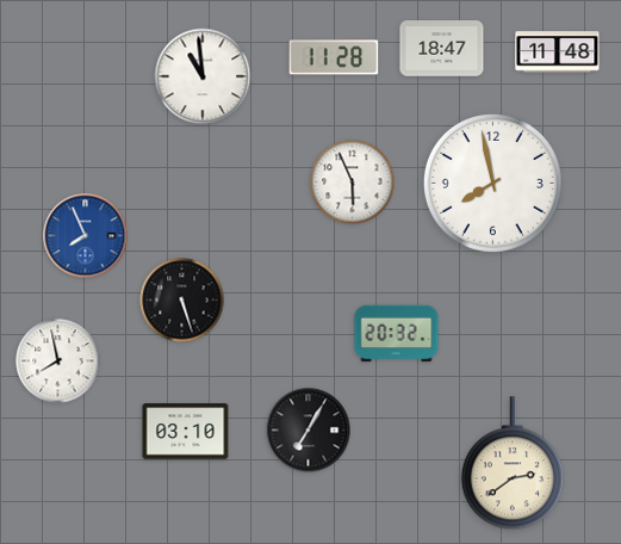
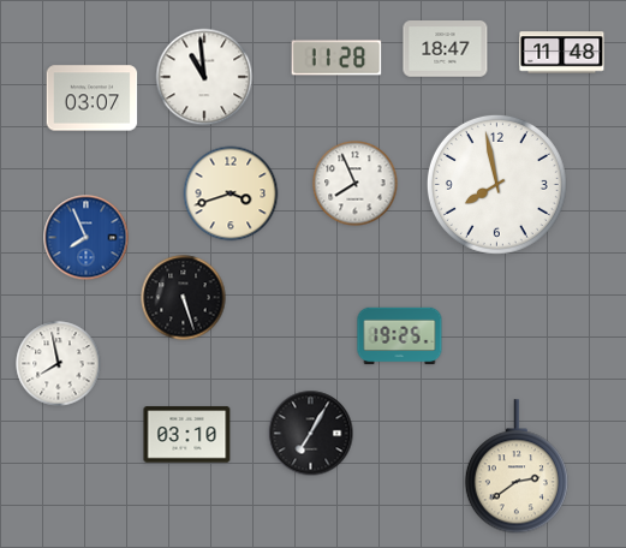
clock at (93, 99): none -> 03:07
clock at (353, 183): 5:56 -> 7:56
clock at (231, 193): none -> 3:42
clock at (182, 301) position: (182, 301) -> (184, 298)
clock at (397, 334): 20:32 -> 19:25
